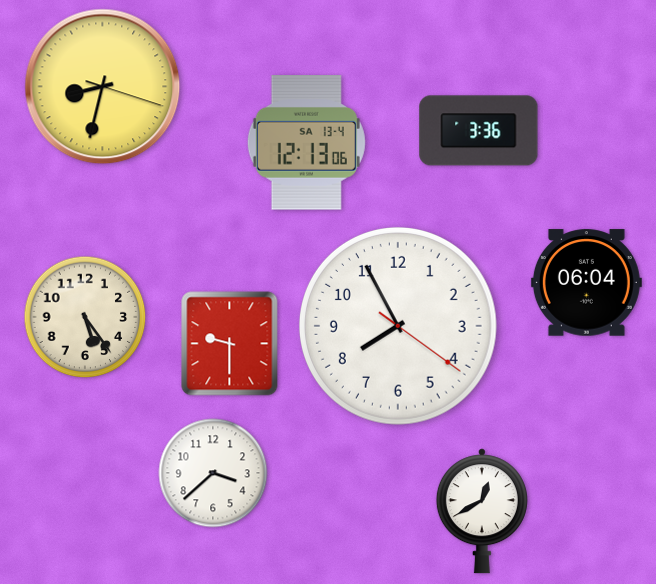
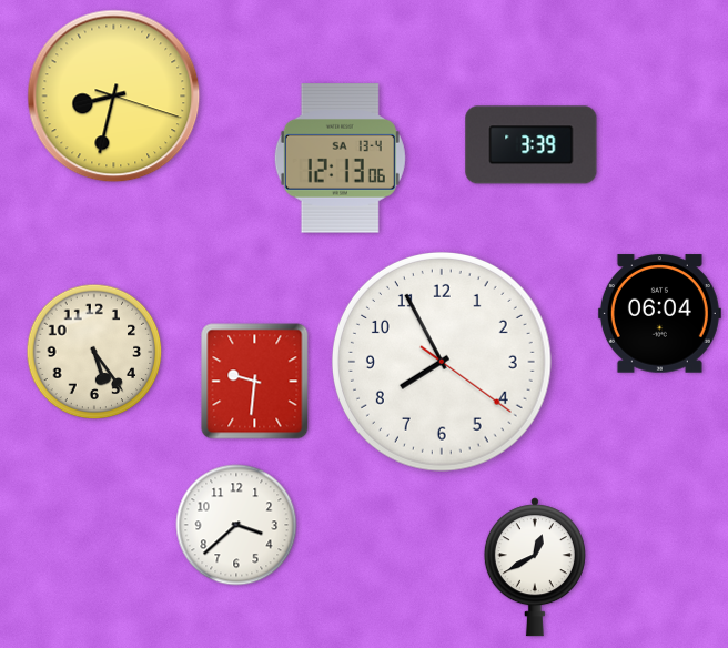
clock at (479, 131): 3:36 -> 3:39
clock at (586, 283) position: (586, 283) -> (659, 314)
clock at (230, 344): 9:30 -> 9:31
